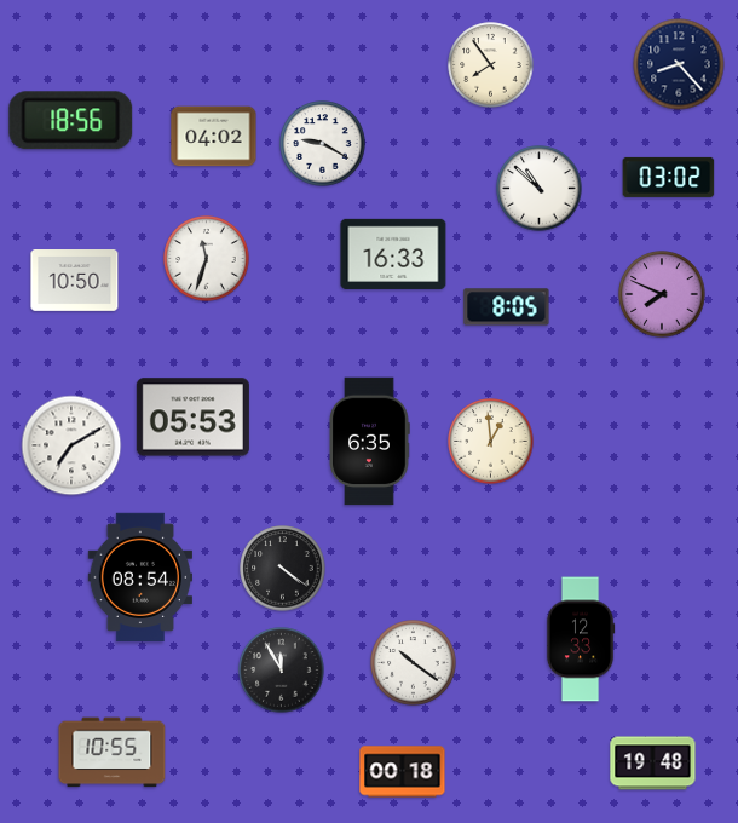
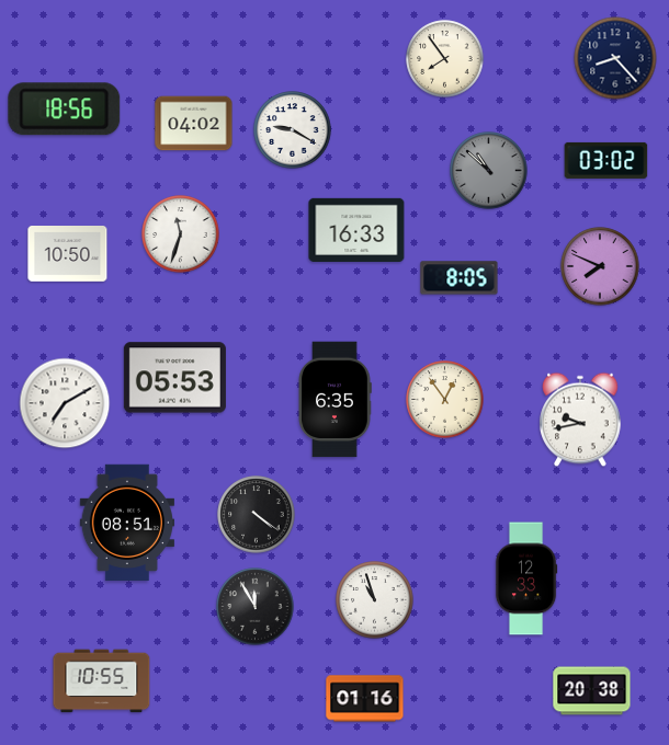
clock at (540, 189) dial: white -> grey
clock at (207, 259) position: (207, 259) -> (181, 234)
clock at (491, 442): 12:59 -> 12:54
clock at (580, 420): none -> 9:43
clock at (139, 577): 08:54 -> 08:51
clock at (414, 663): 10:21 -> 10:57
clock at (653, 764): 19:48 -> 20:38
clock at (403, 772): 00:18 -> 01:16
